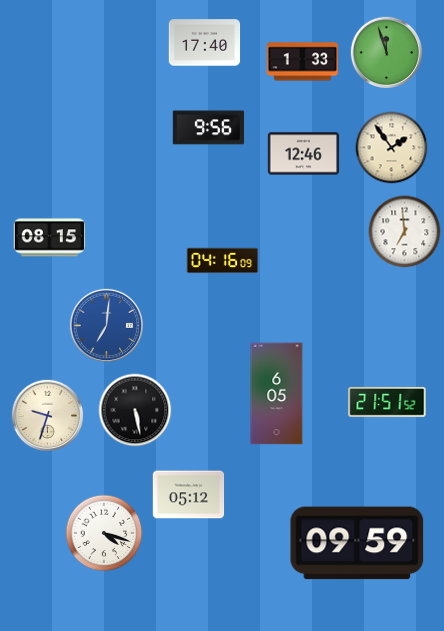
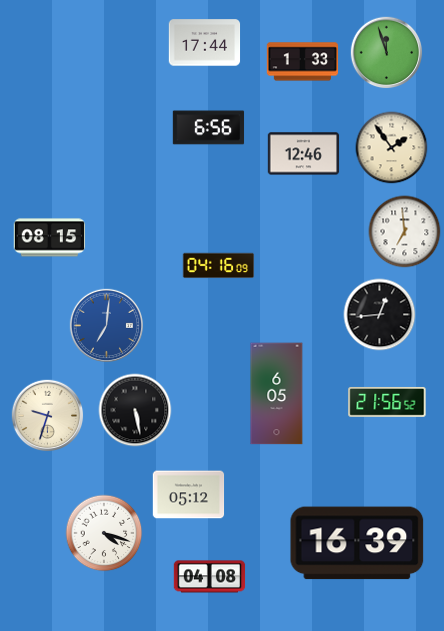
clock at (205, 43): 17:40 -> 17:44
clock at (209, 128): 9:56 -> 6:56
clock at (223, 261) position: (223, 261) -> (219, 266)
clock at (380, 315): none -> 12:44
clock at (387, 402): 21:51 -> 21:56
clock at (357, 543): 09:59 -> 16:39
clock at (210, 577): none -> 04:08
